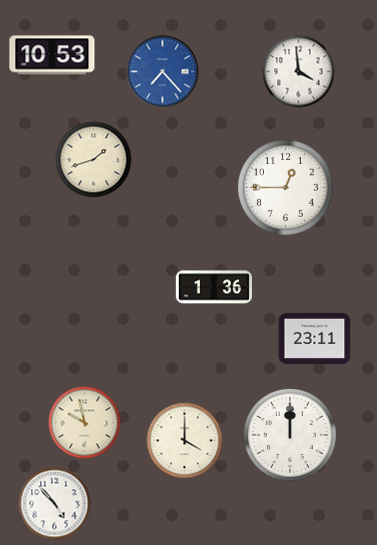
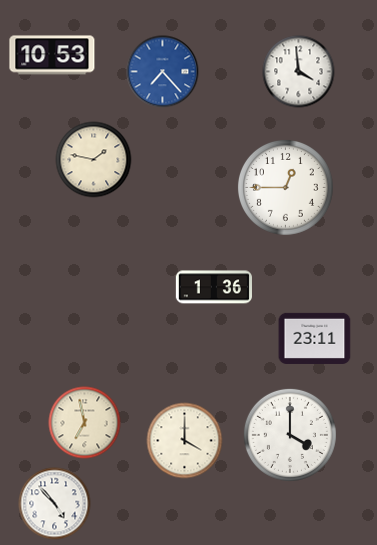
clock at (94, 160): 1:42 -> 1:47
clock at (85, 423): 9:58 -> 6:58
clock at (290, 435): 12:00 -> 4:00
